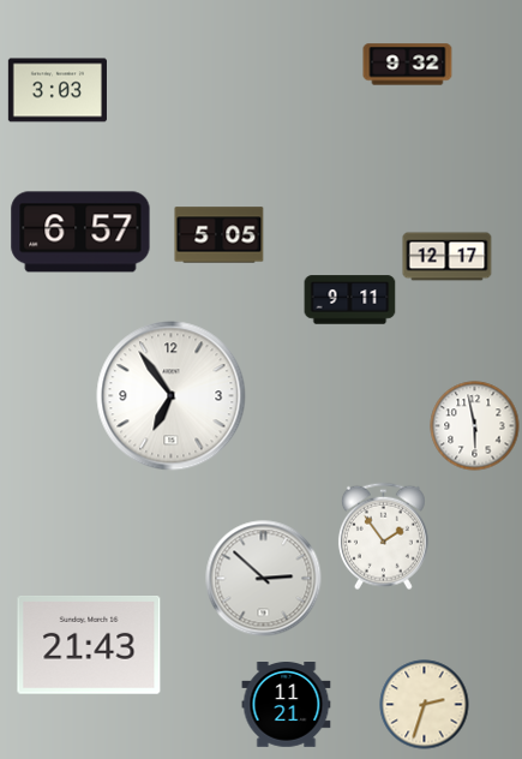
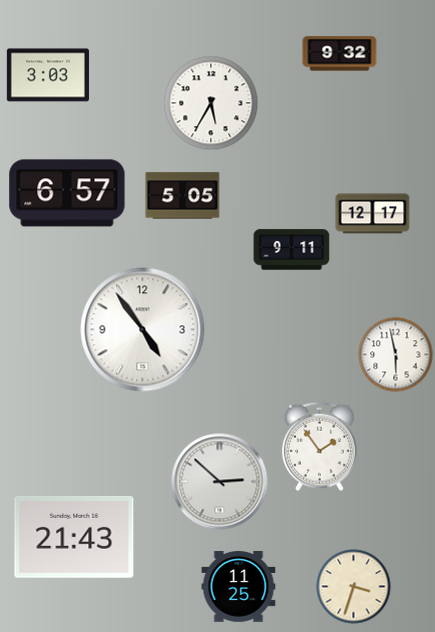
clock at (211, 103): none -> 5:35
clock at (172, 396): 6:54 -> 4:54
clock at (287, 705): 11:21 -> 11:25
clock at (425, 705): 2:33 -> 3:33
